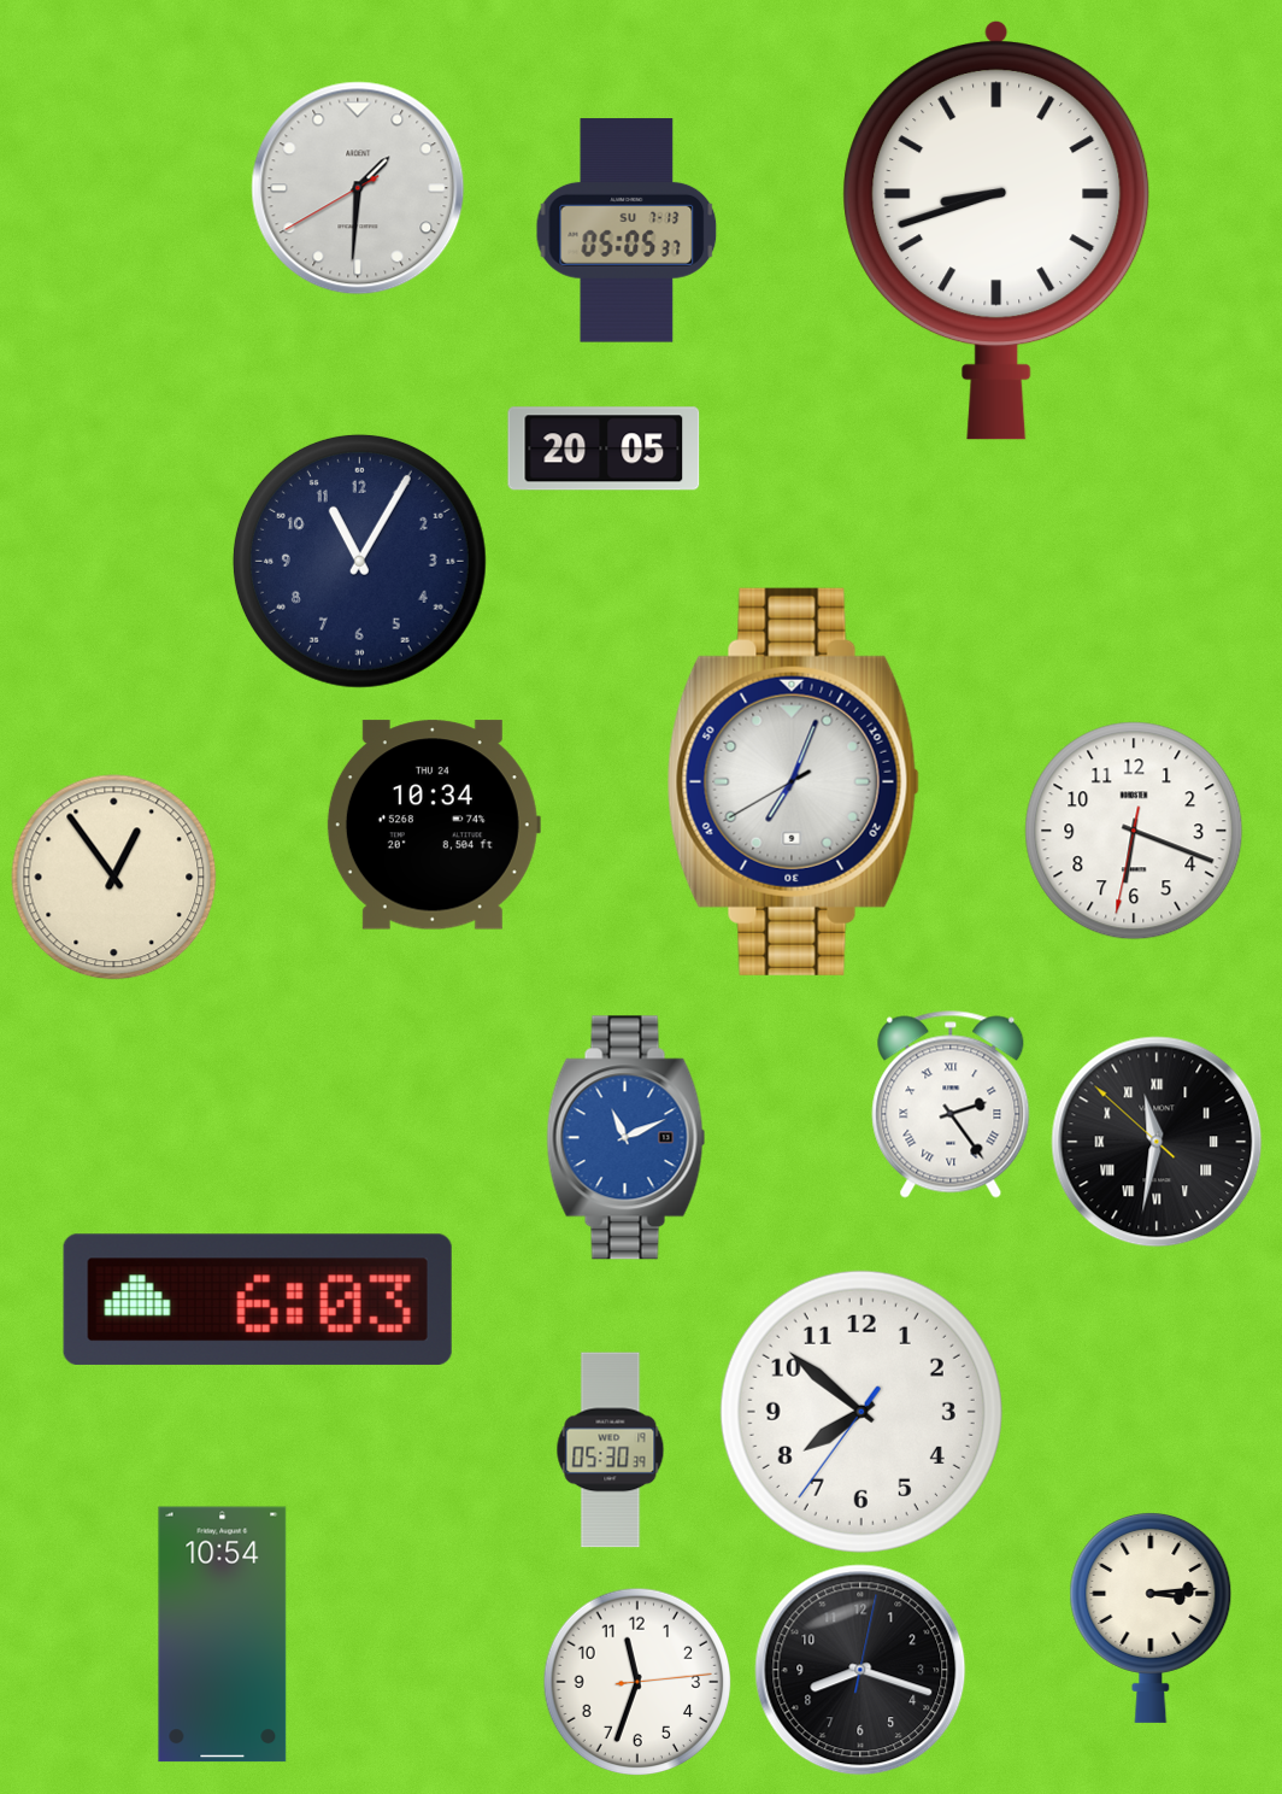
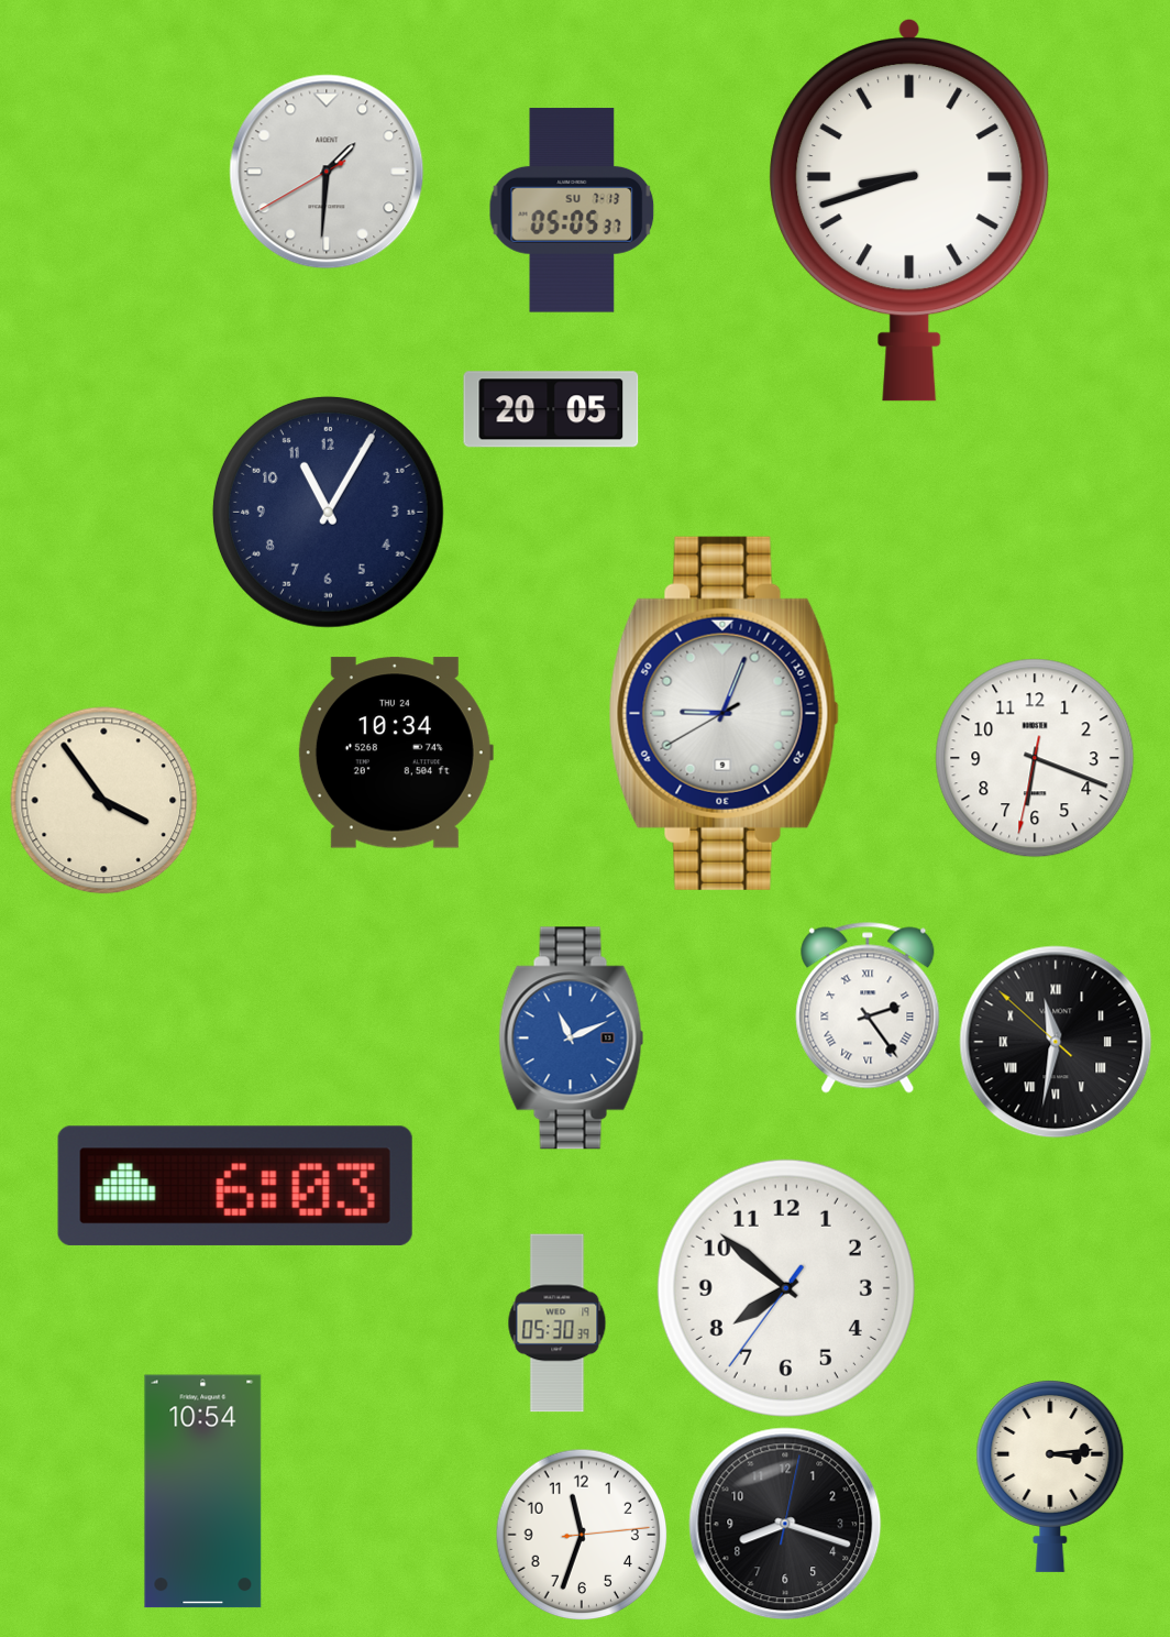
clock at (793, 781): 7:03 -> 9:03
clock at (114, 878): 12:54 -> 3:54
